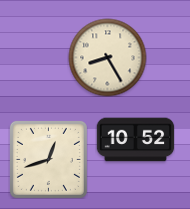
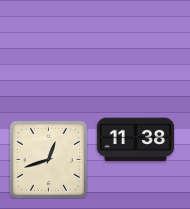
clock at (107, 57): 8:25 -> none
clock at (135, 140): 10:52 -> 11:38
